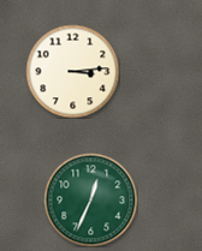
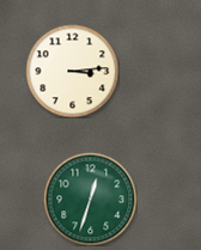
clock at (90, 199): 12:34 -> 12:33
